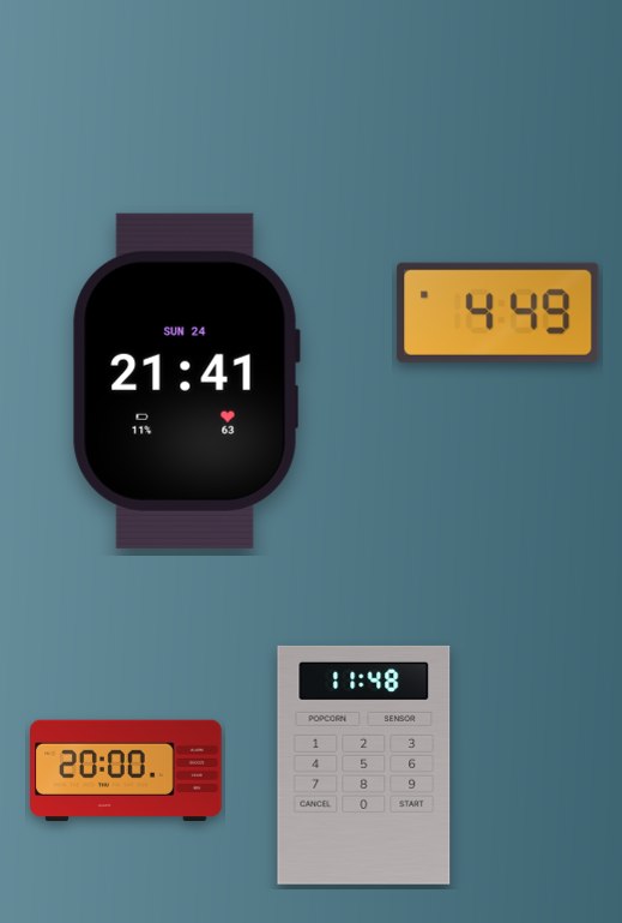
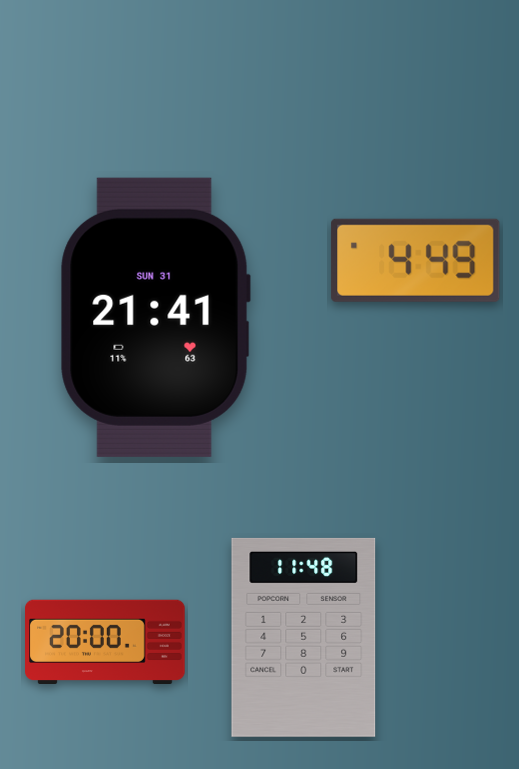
clock at (186, 380) date: SUN 24 -> SUN 31
